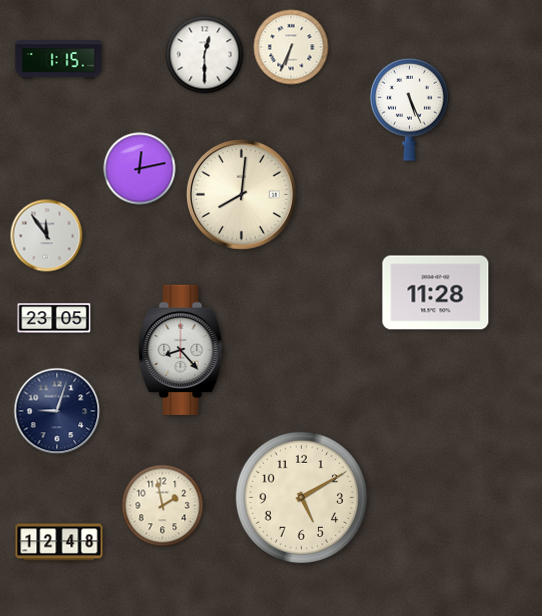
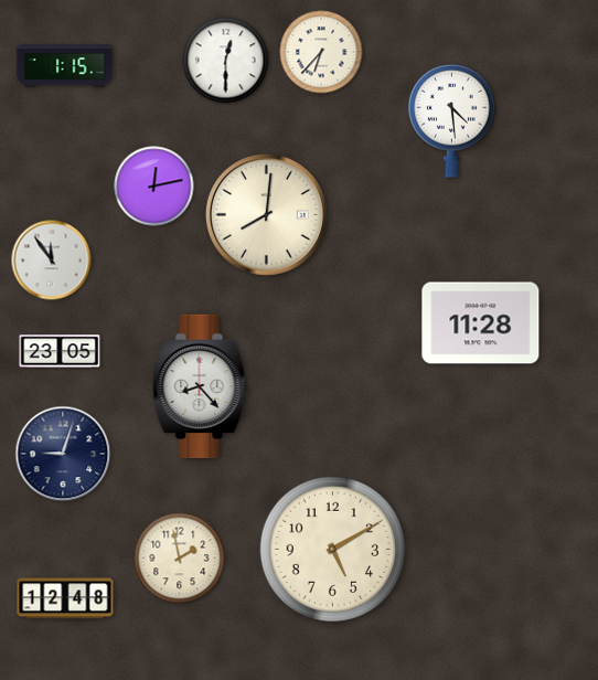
clock at (291, 47): 6:34 -> 6:37
clock at (409, 109): 5:26 -> 4:29
